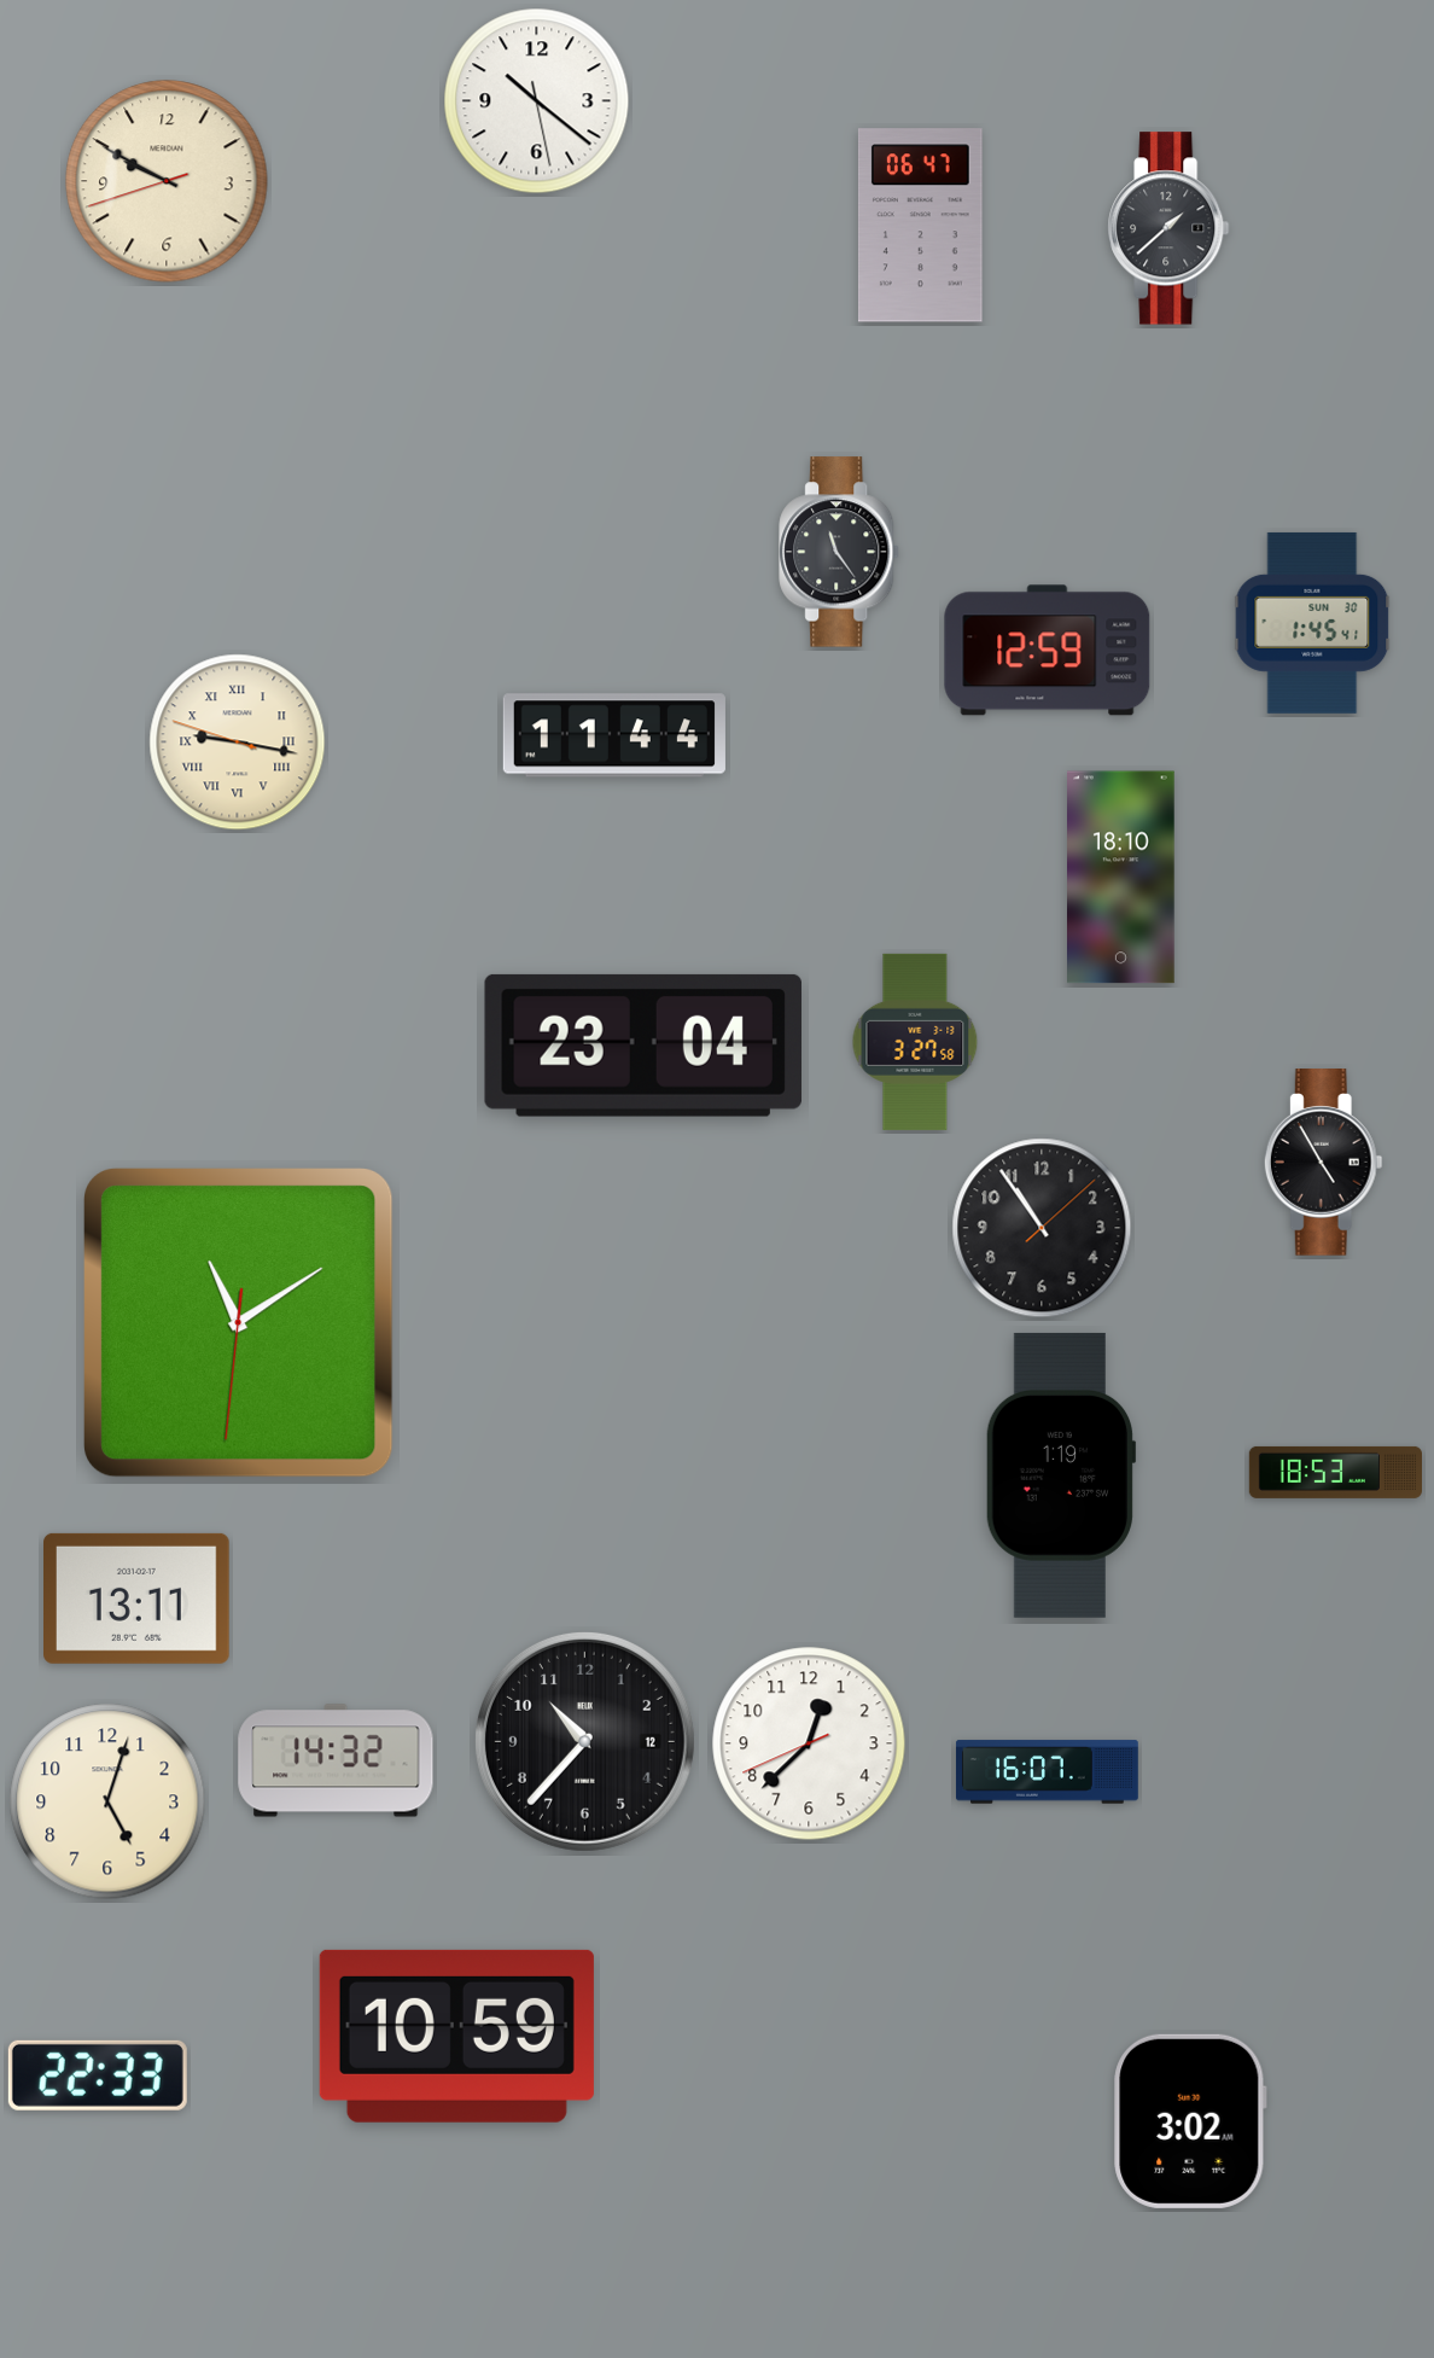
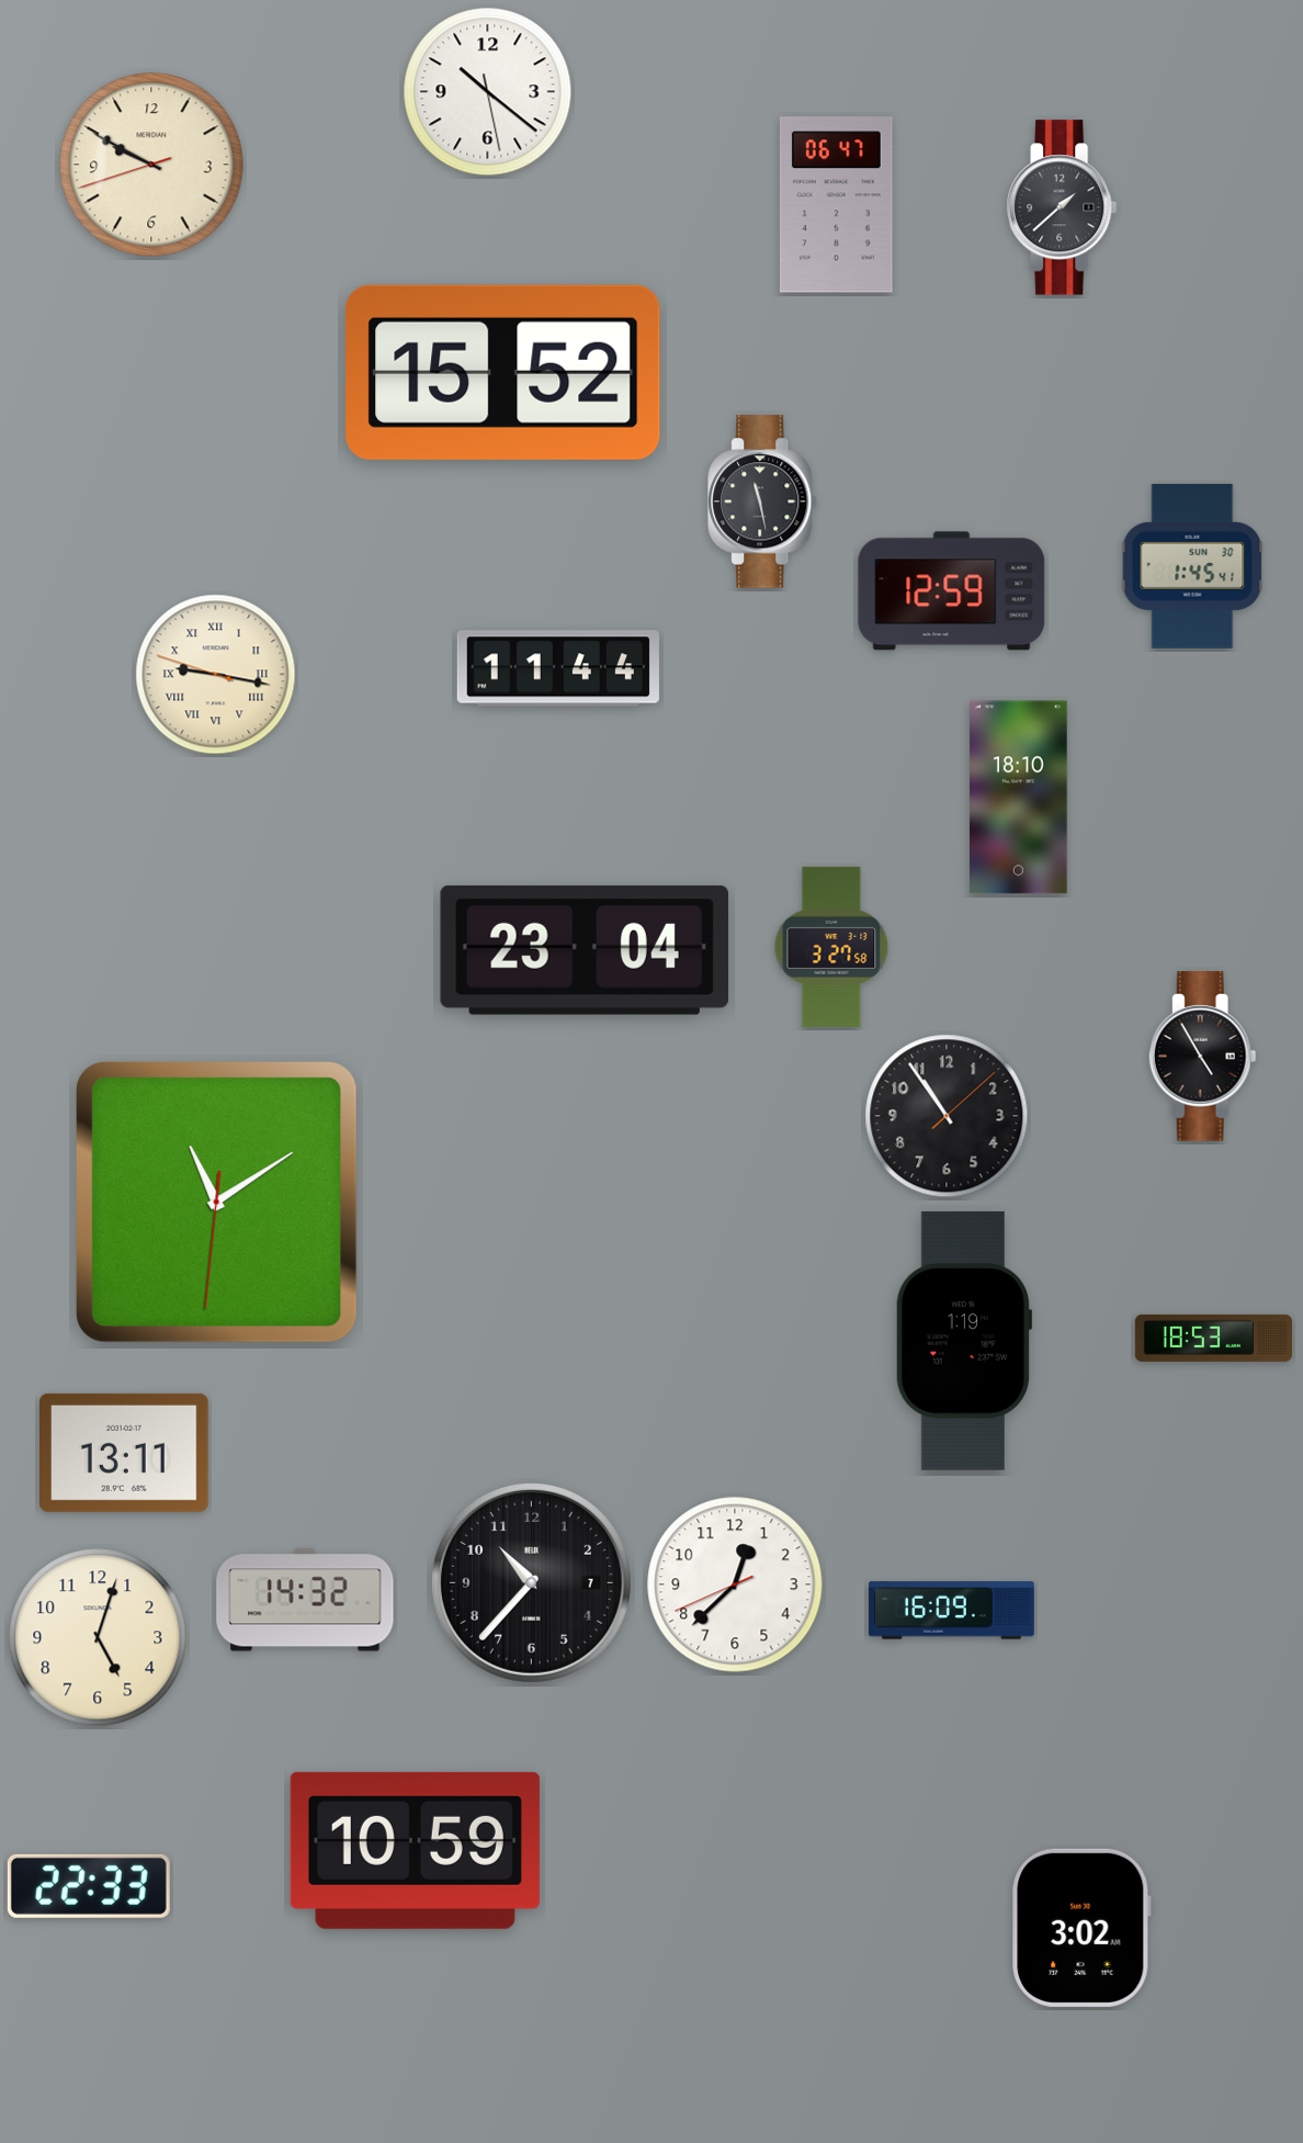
clock at (503, 372): none -> 15:52
clock at (840, 552): 11:24 -> 11:28
clock at (584, 1741) date: 12 -> 7
clock at (1047, 1772): 16:07 -> 16:09
